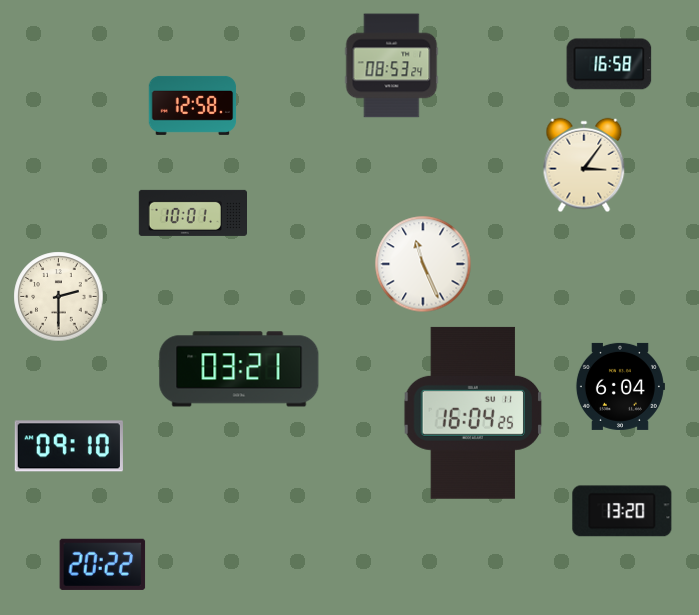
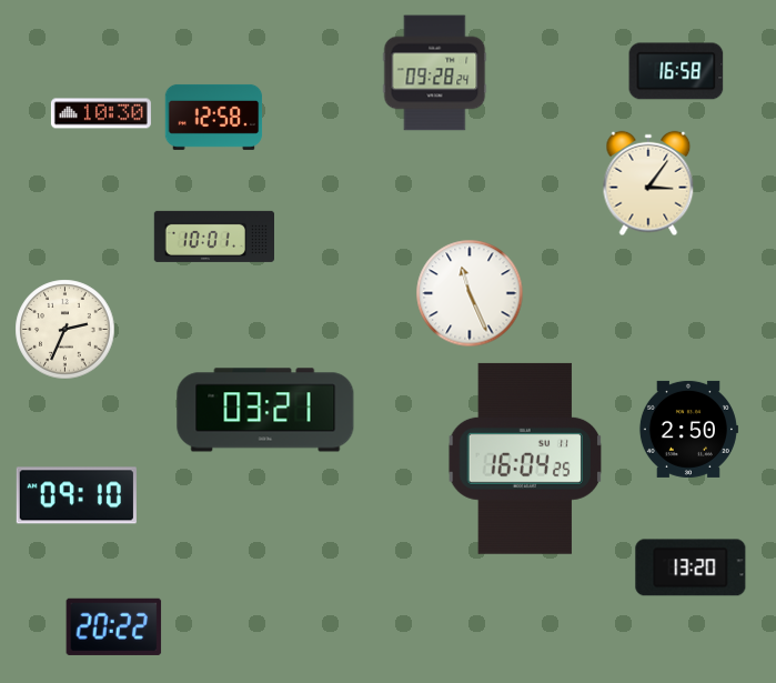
clock at (392, 66): 08:53 -> 09:28
clock at (101, 113): none -> 10:30
clock at (59, 297): 2:30 -> 2:34
clock at (620, 386): 6:04 -> 2:50
